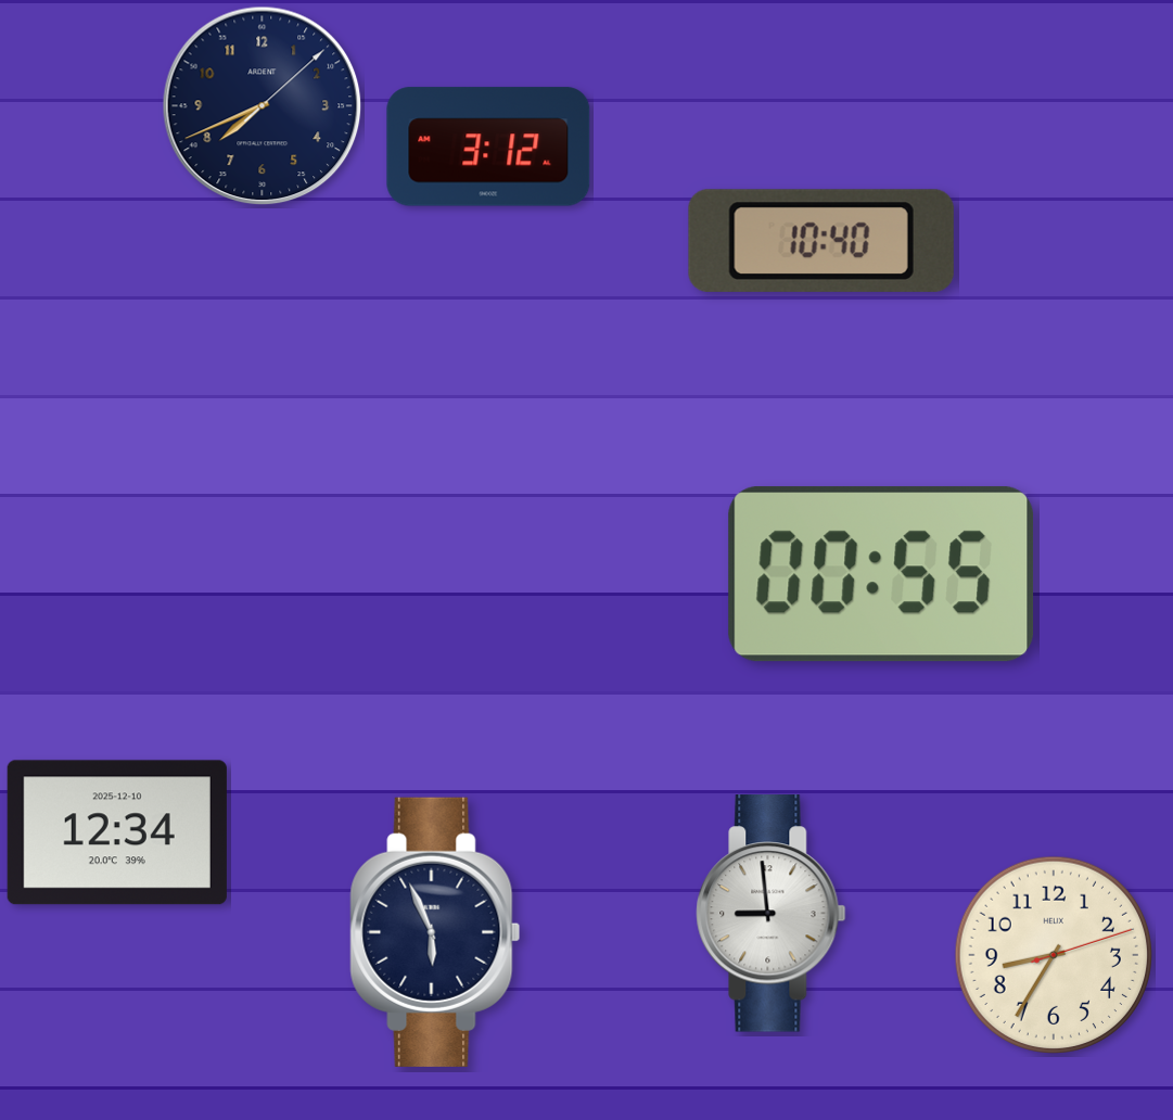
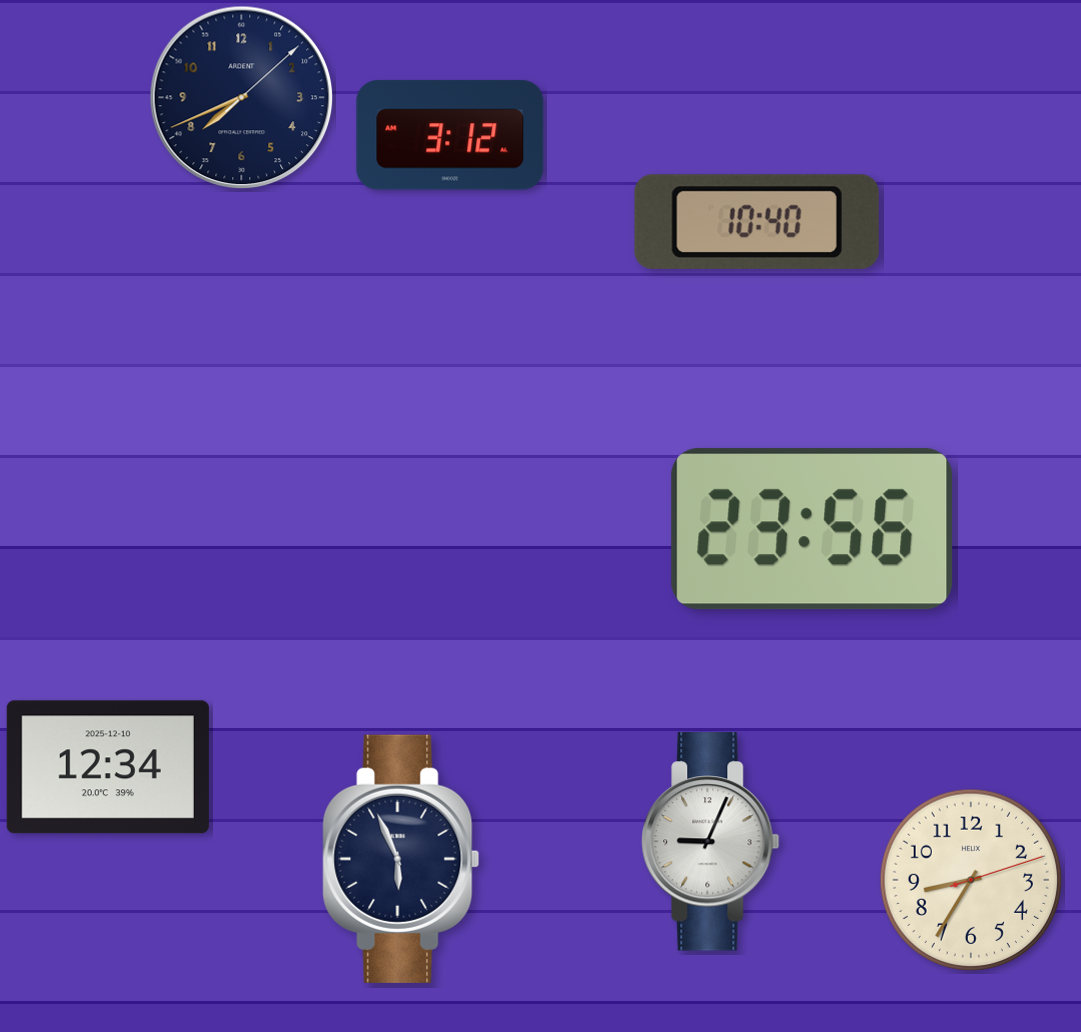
clock at (881, 574): 00:55 -> 23:56
clock at (772, 914): 8:59 -> 9:04
